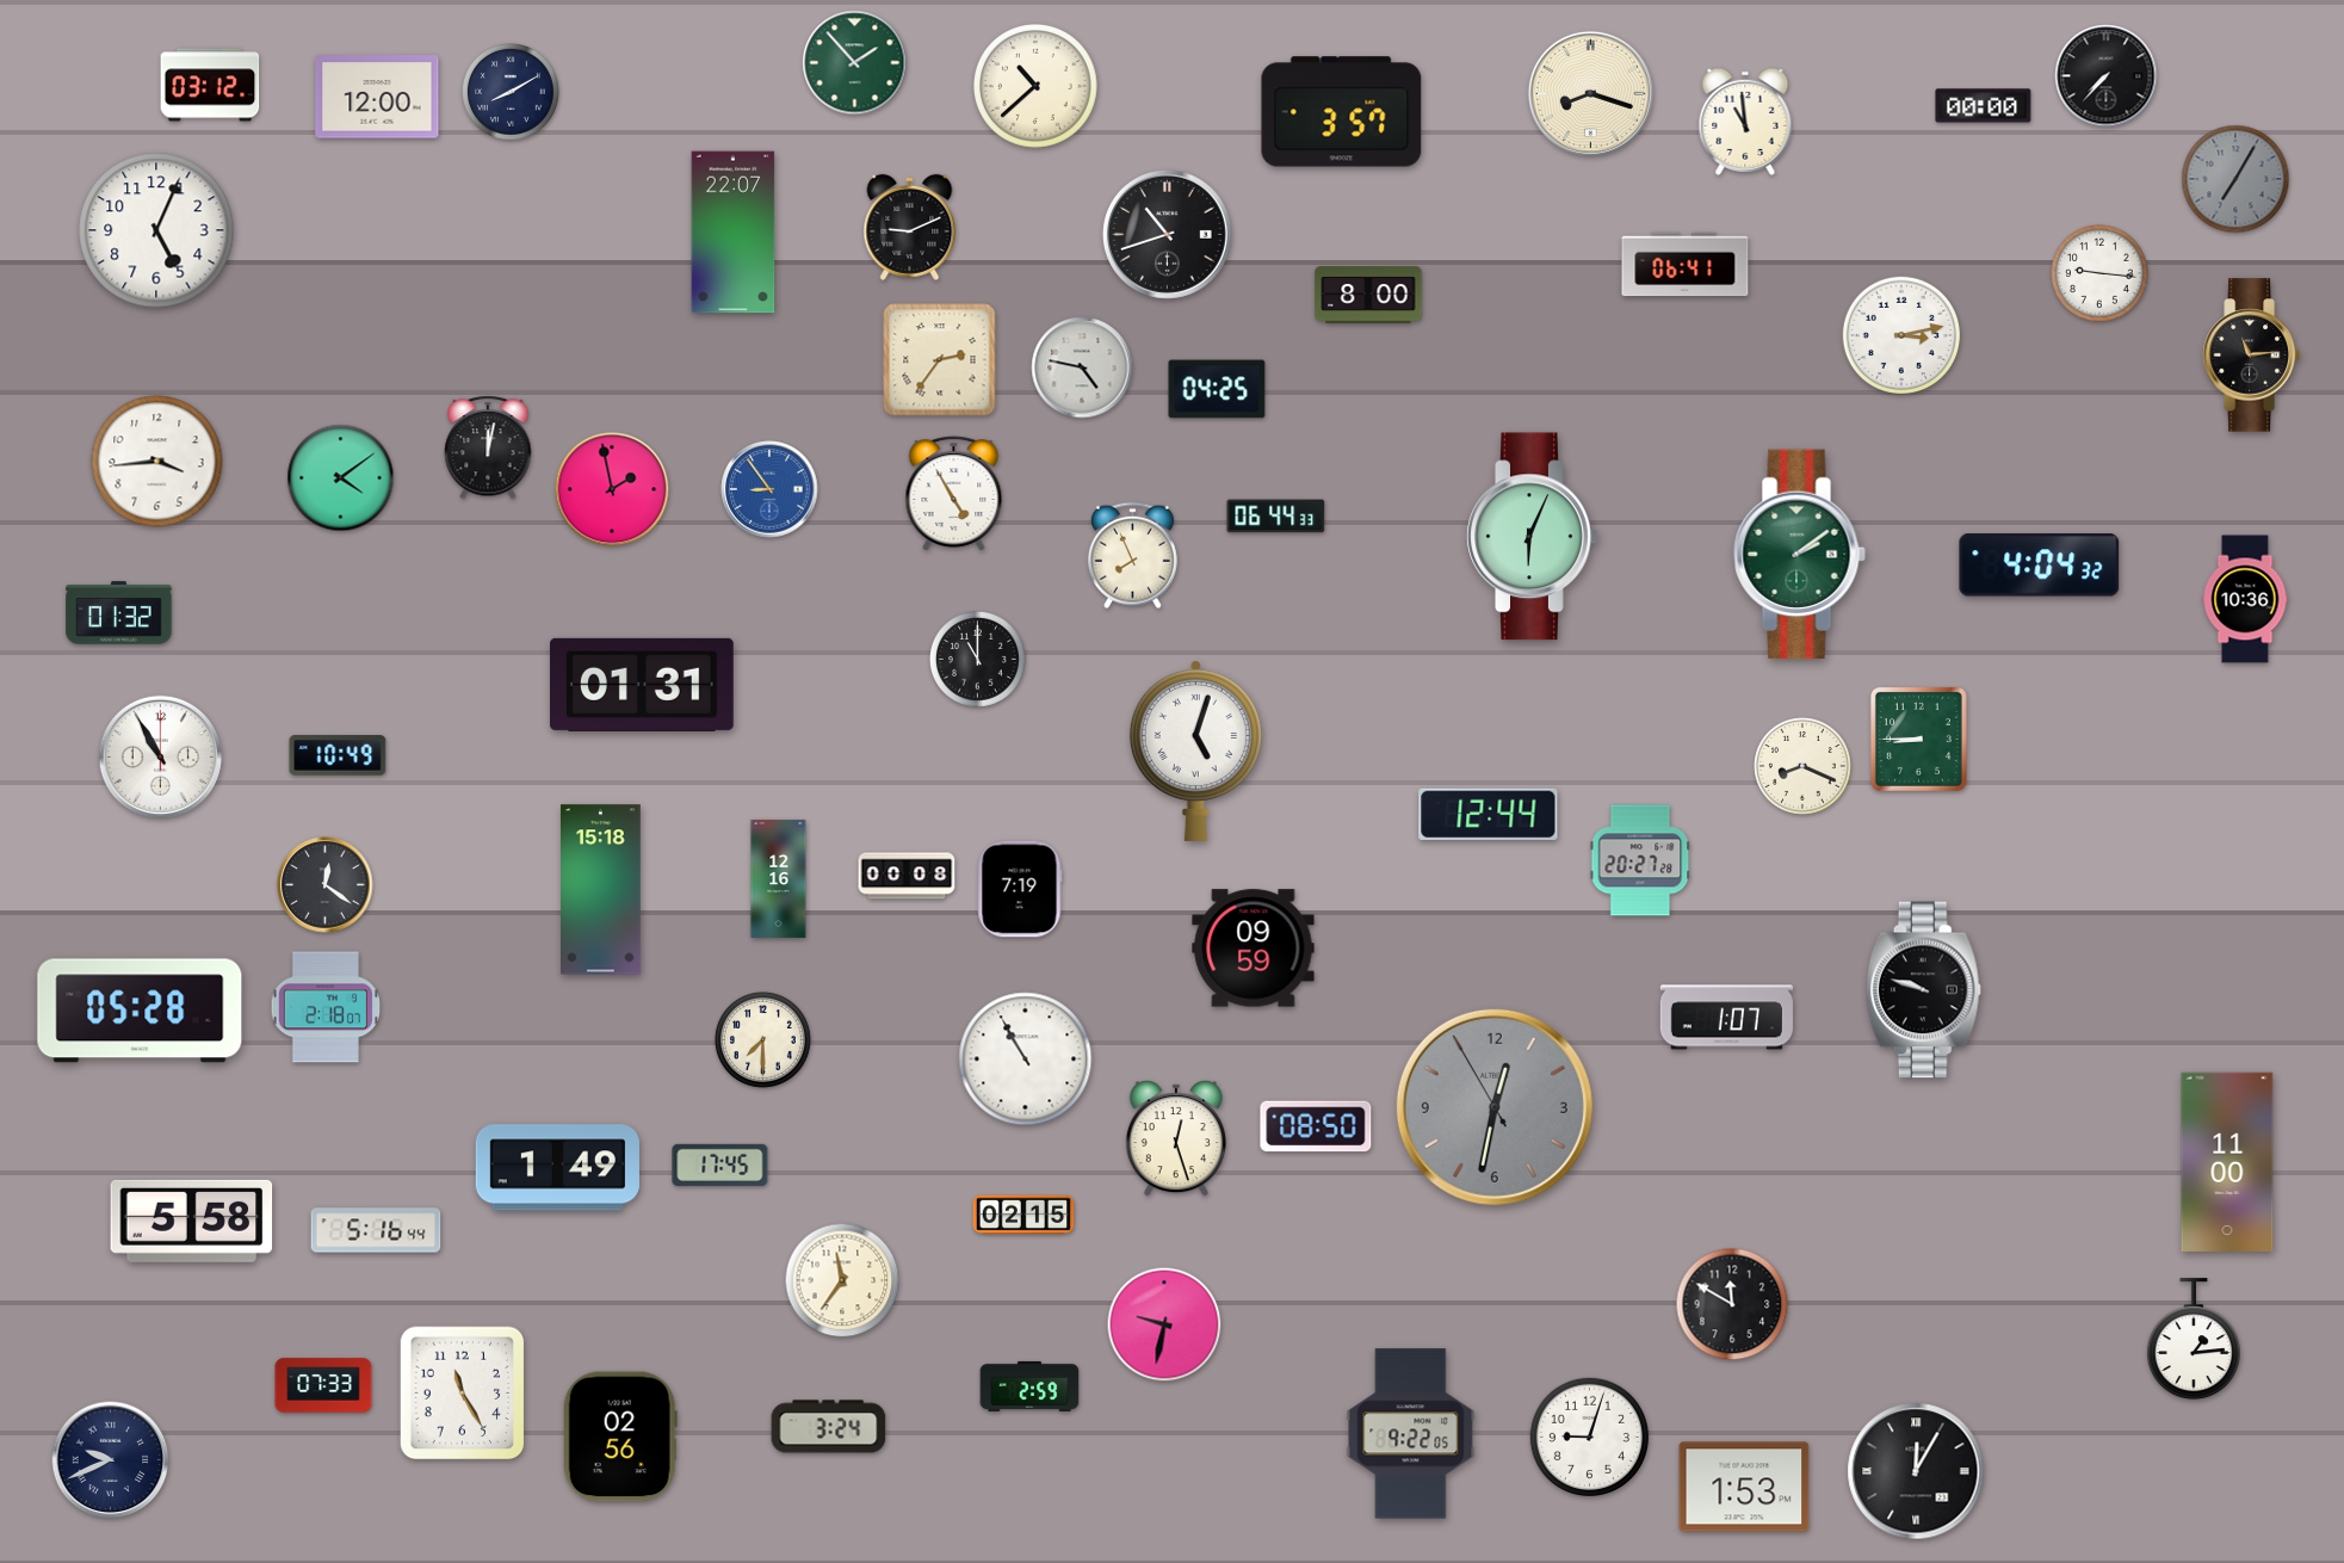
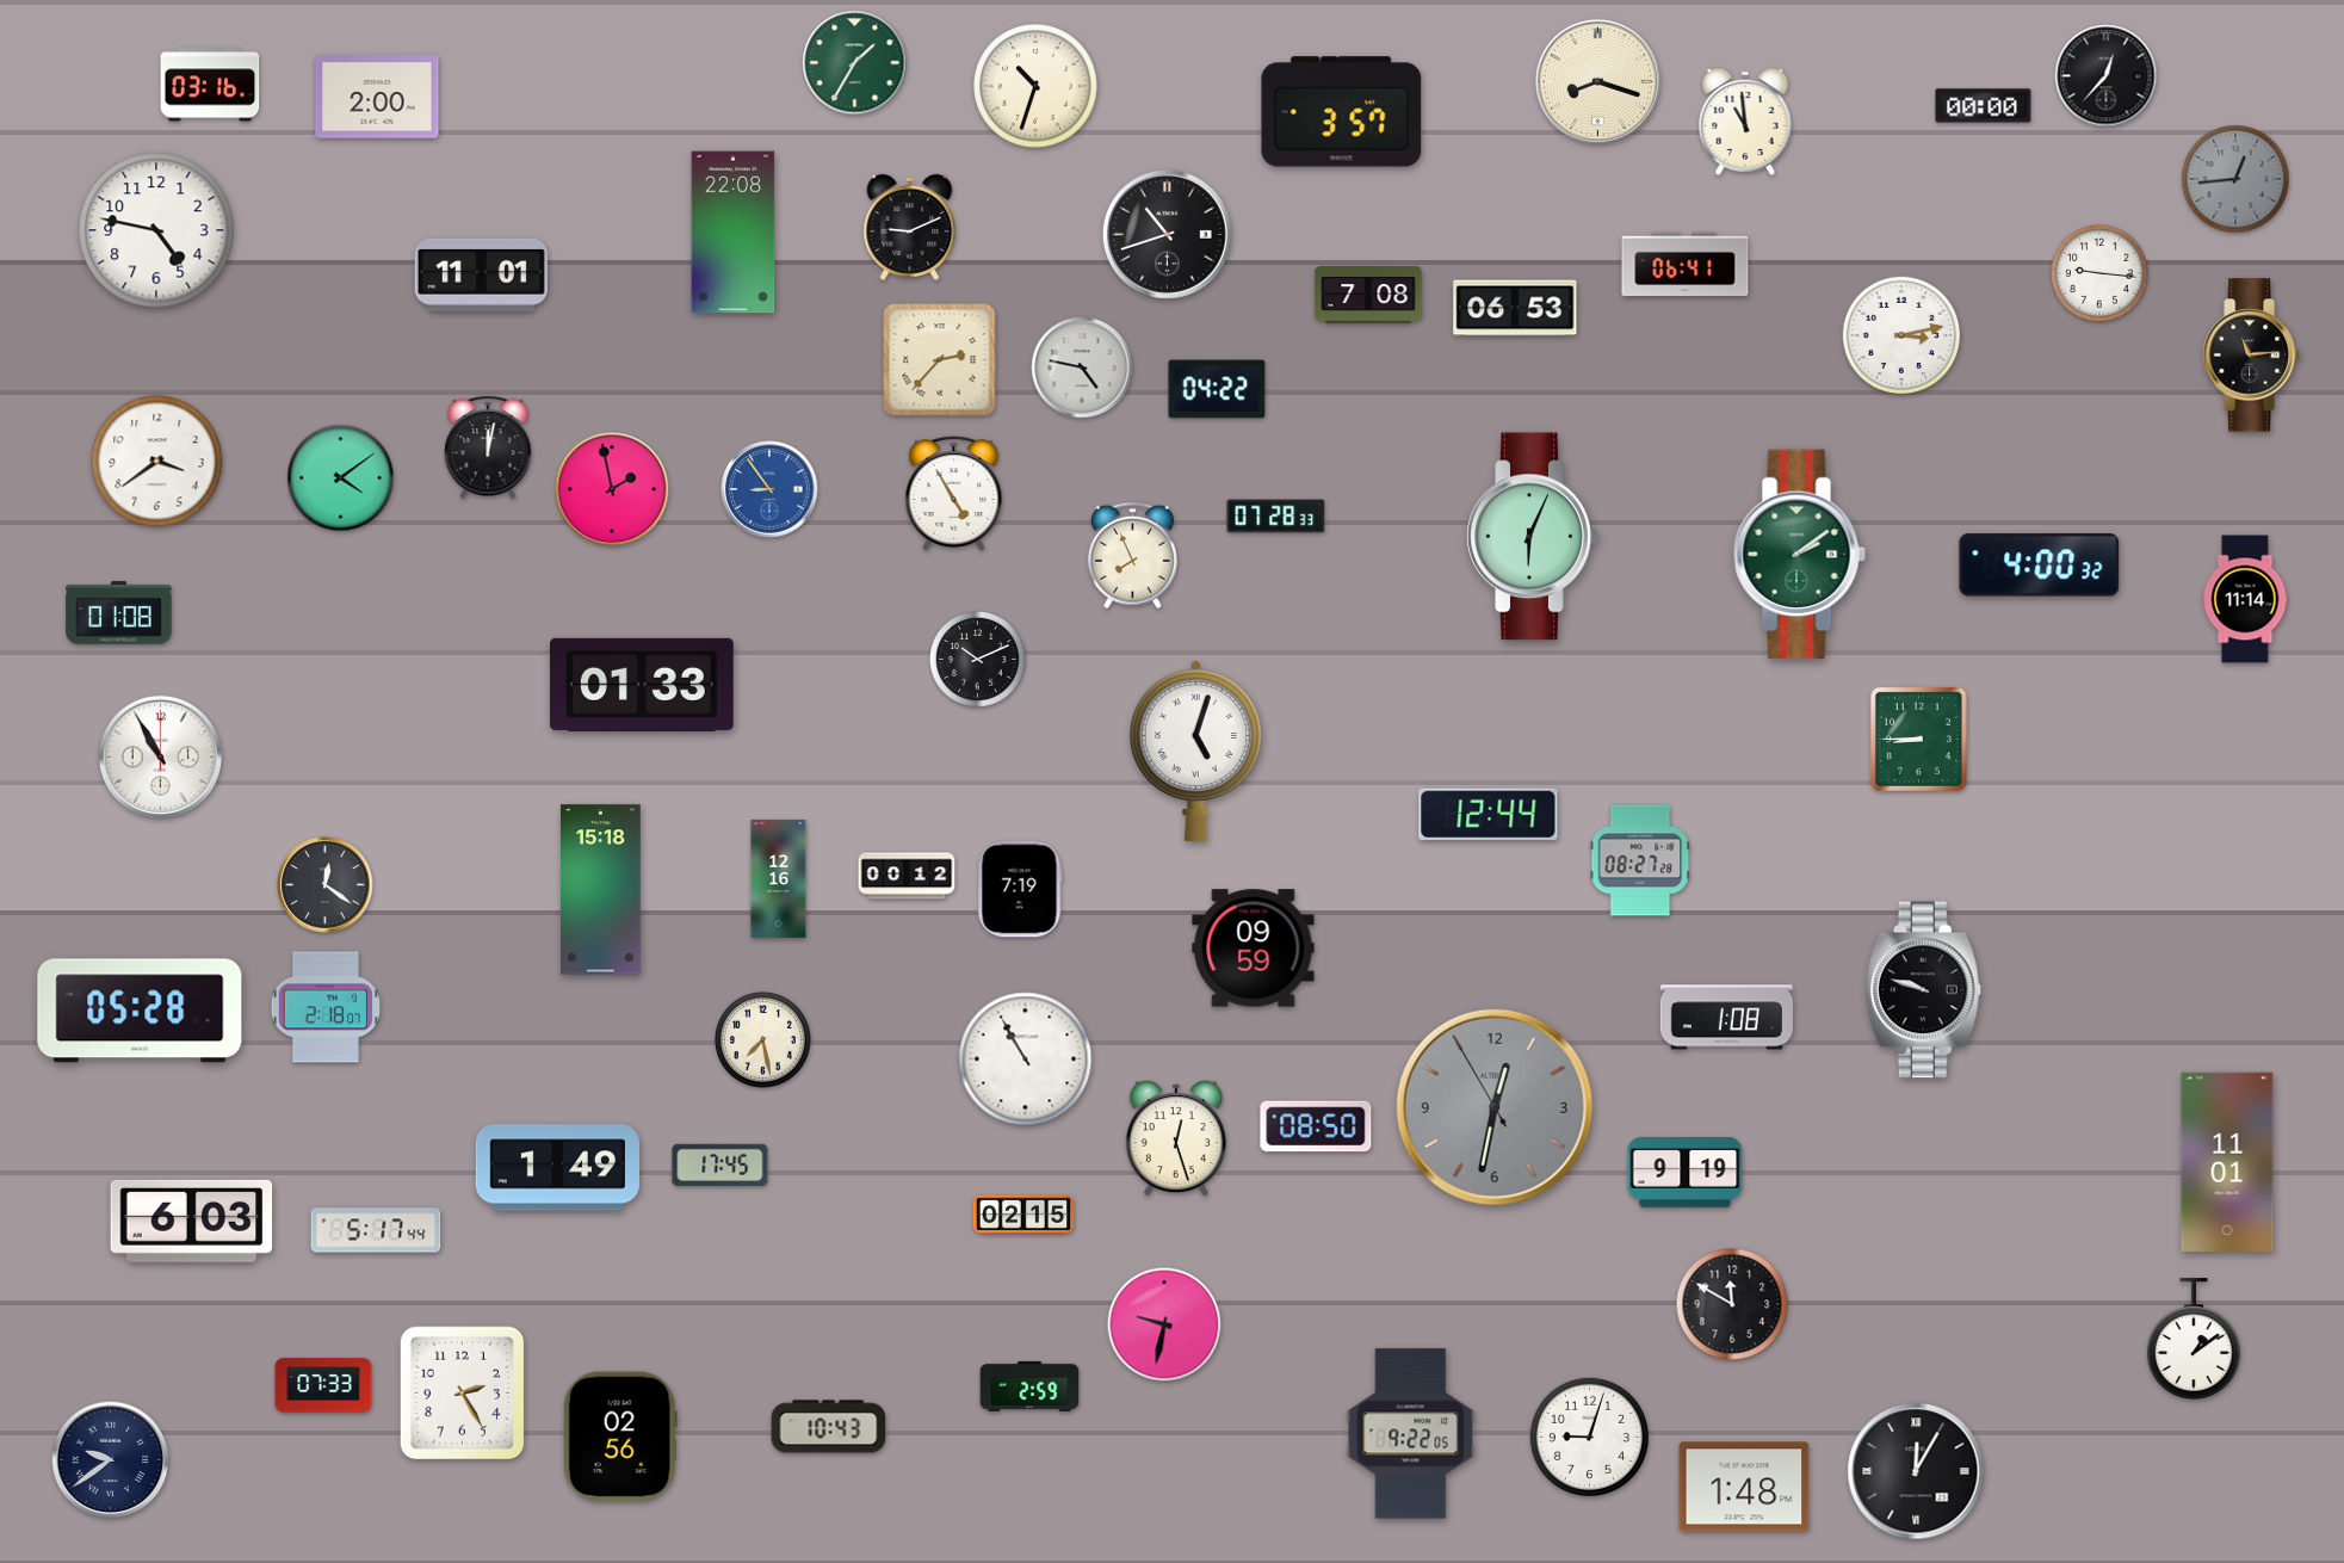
clock at (855, 63): 1:53 -> 1:35
clock at (2107, 76): 7:37 -> 12:37
clock at (210, 85): 03:12 -> 03:16
clock at (1037, 87): 10:38 -> 10:33
clock at (511, 92): 8:10 -> none
clock at (1590, 93) position: (1590, 93) -> (1597, 81)
clock at (377, 97): 12:00 -> 2:00
clock at (2235, 179): 7:05 -> 12:44
clock at (156, 230): 5:04 -> 4:47
clock at (734, 233): 22:07 -> 22:08
clock at (481, 274): none -> 11:01
clock at (1368, 295): 8:00 -> 7:08
clock at (1515, 308): none -> 06:53
clock at (940, 360): 2:36 -> 2:37
clock at (1217, 389): 04:25 -> 04:22
clock at (157, 462): 3:44 -> 3:39
clock at (1276, 517): 06:44 -> 07:28
clock at (2040, 566): 4:04 -> 4:00
clock at (2245, 599): 10:36 -> 11:14
clock at (119, 613): 01:32 -> 01:08
clock at (978, 660): 11:00 -> 10:11
clock at (643, 685): 01:31 -> 01:33
clock at (338, 755): 10:49 -> none
clock at (1802, 766): 8:19 -> none
clock at (1640, 860): 20:27 -> 08:27
clock at (907, 876): 00:08 -> 00:12
clock at (1726, 1018): 1:07 -> 1:08
clock at (763, 1040): 7:30 -> 7:28
clock at (2227, 1161): 11:00 -> 11:01
clock at (1686, 1173): none -> 9:19
clock at (192, 1221): 5:58 -> 6:03
clock at (376, 1230): 5:16 -> 5:17
clock at (842, 1280): 11:36 -> none
clock at (2194, 1340): 1:14 -> 1:09
clock at (463, 1394): 11:25 -> 2:25
clock at (829, 1427): 3:24 -> 10:43
clock at (111, 1460): 9:41 -> 9:39
clock at (1744, 1487): 1:53 -> 1:48
